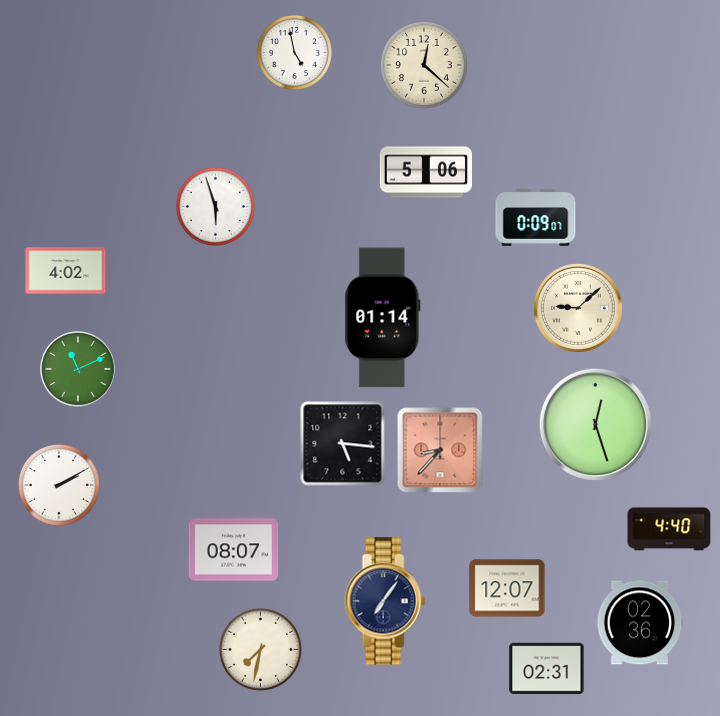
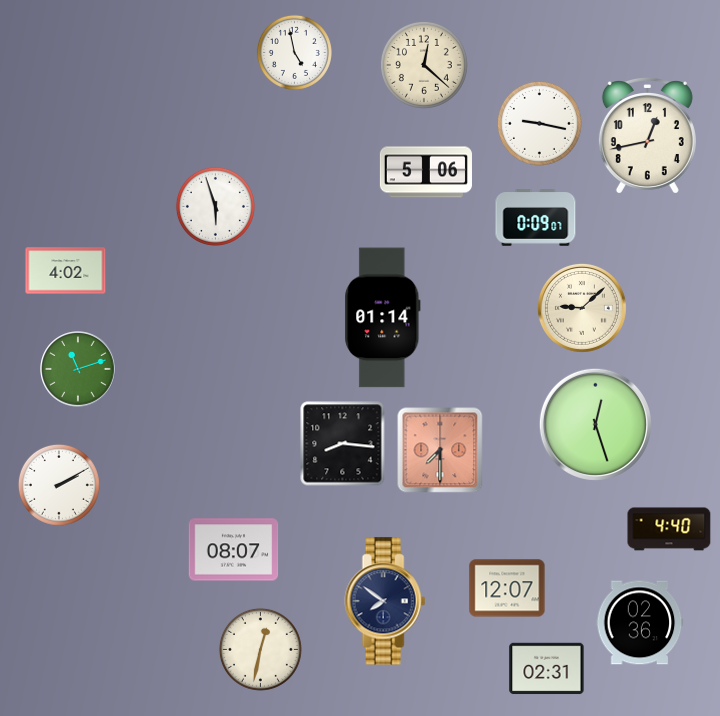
clock at (539, 123): none -> 9:17
clock at (647, 136): none -> 12:43
clock at (578, 308) position: (578, 308) -> (582, 308)
clock at (78, 369): 11:11 -> 11:12
clock at (343, 444): 5:16 -> 8:16
clock at (440, 450): 8:37 -> 7:30
clock at (385, 601): 7:06 -> 7:51
clock at (260, 649): 7:32 -> 12:32
